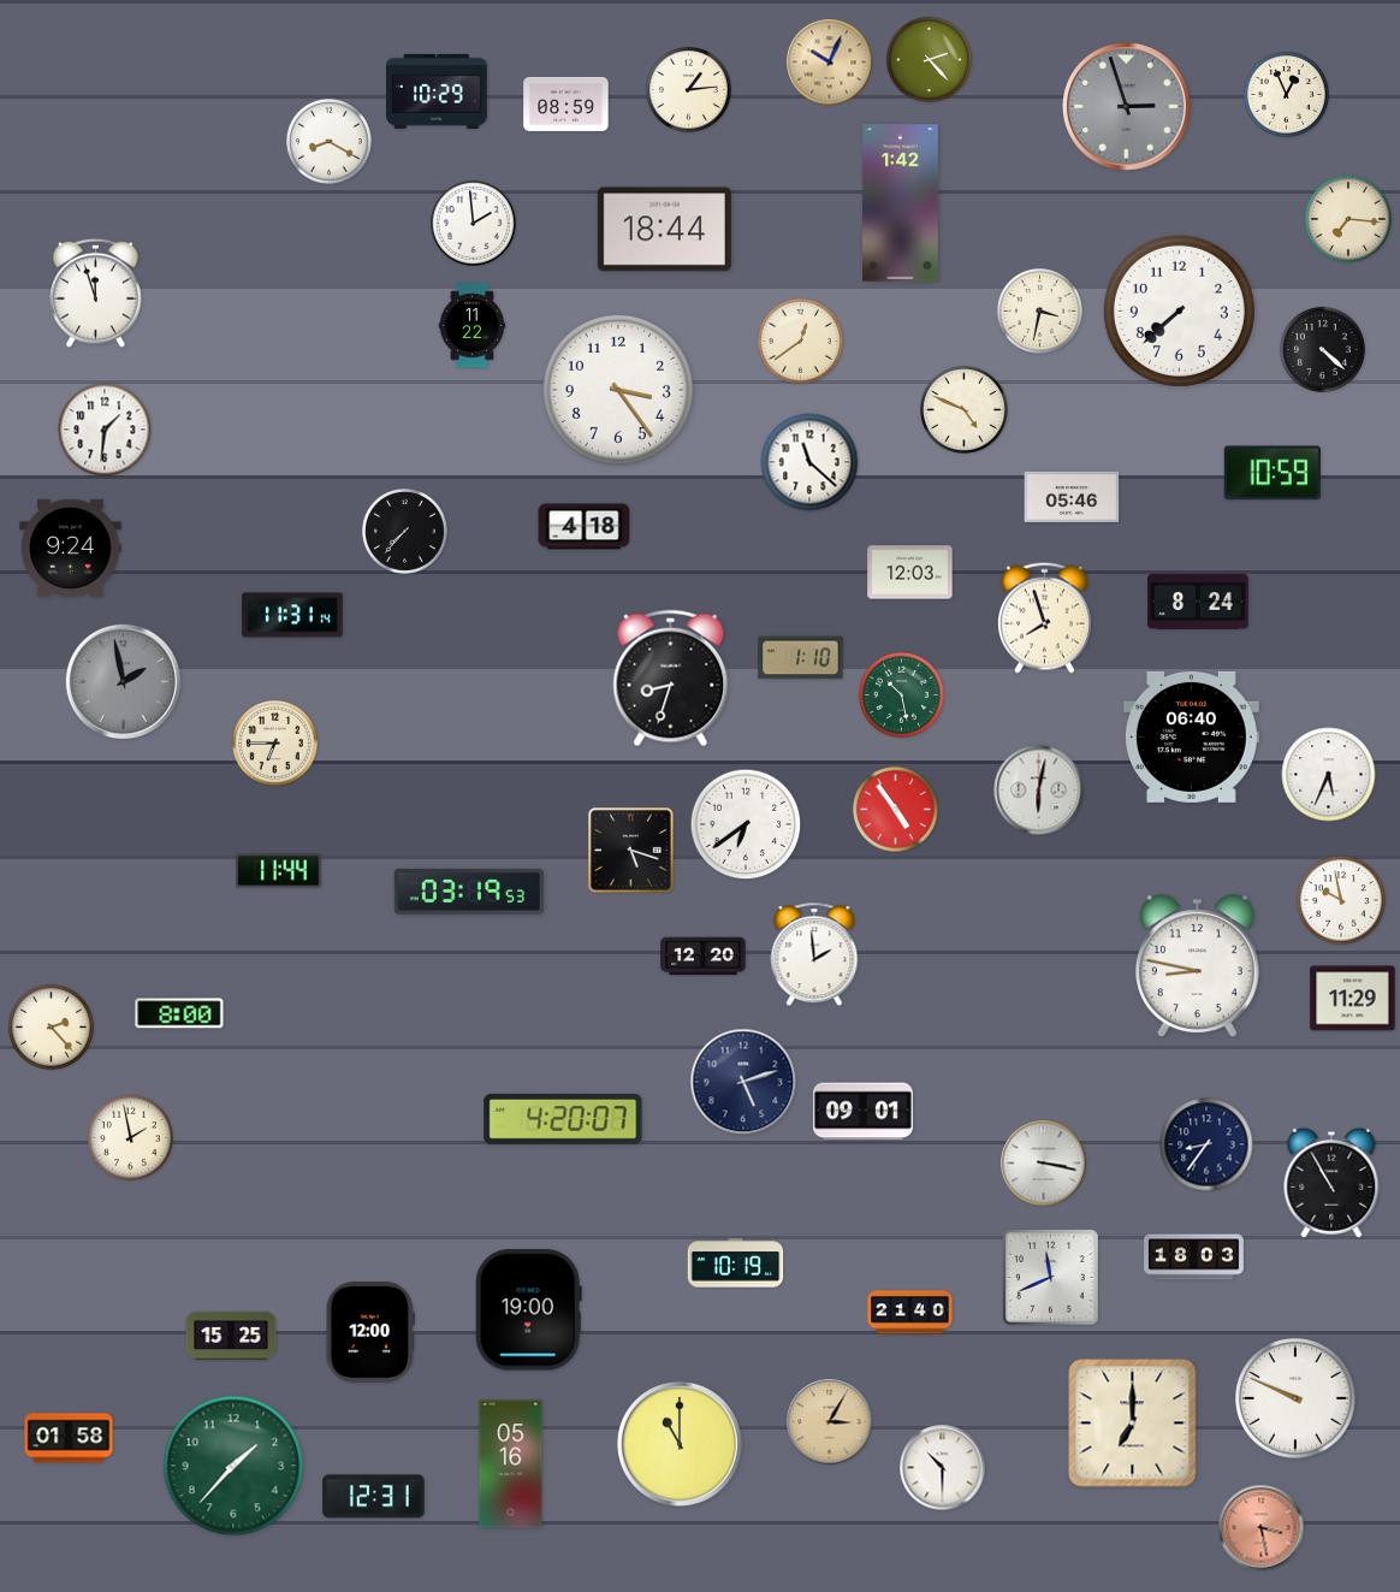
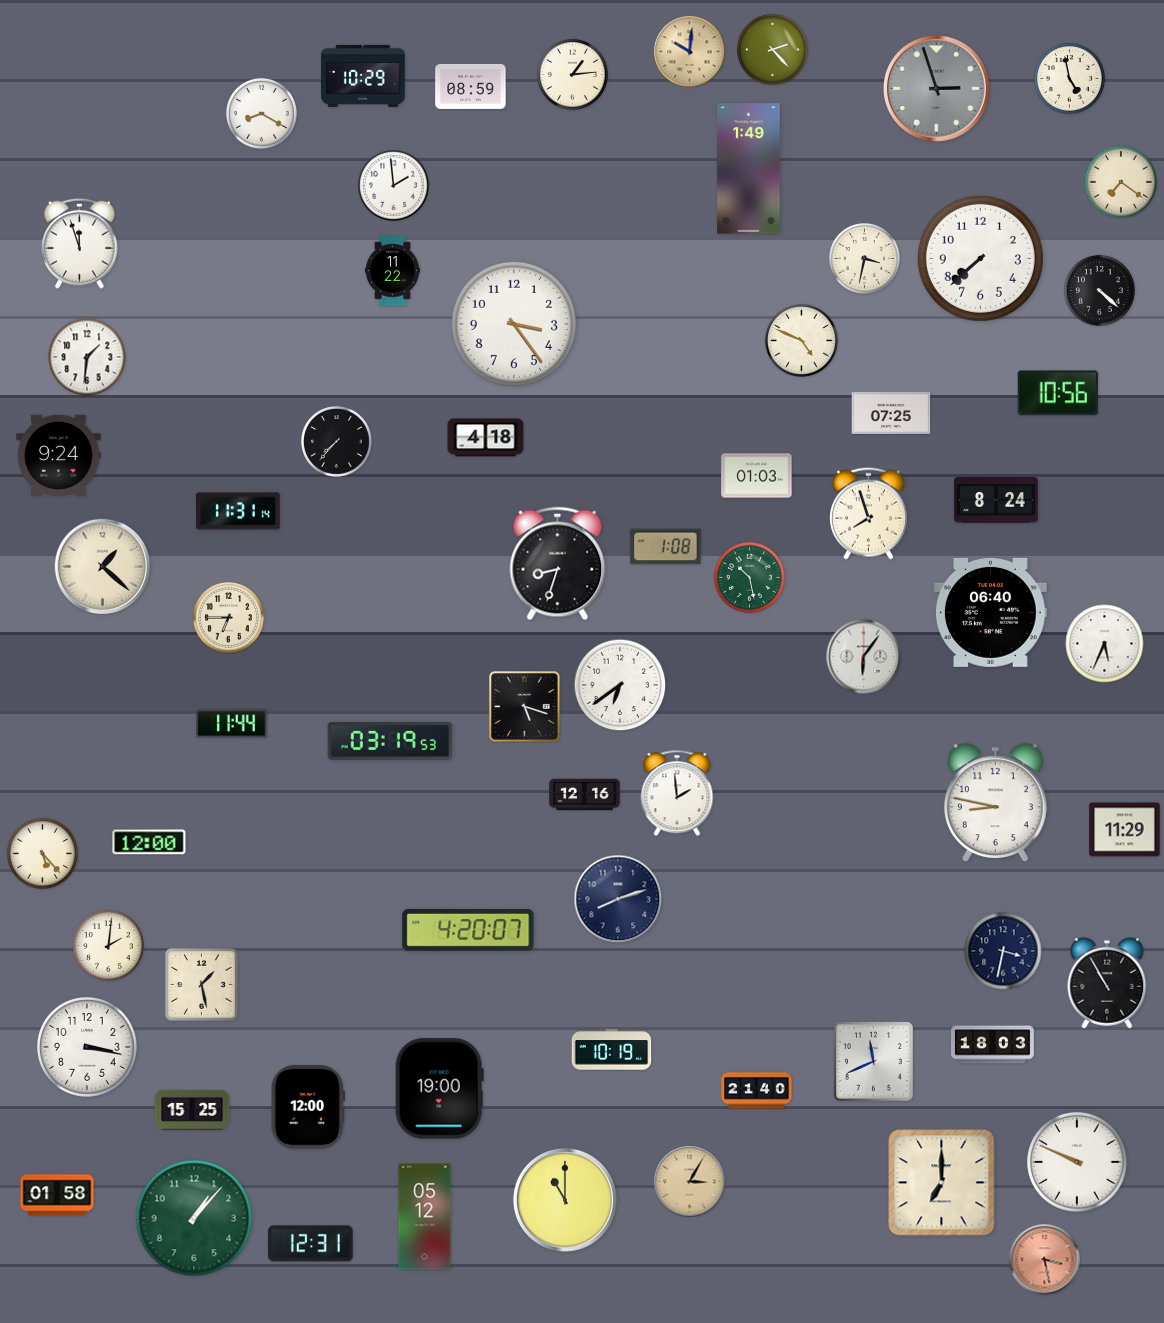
clock at (830, 63): 10:04 -> 10:01
clock at (1286, 94): 12:56 -> 4:58
clock at (328, 141) position: (328, 141) -> (261, 113)
clock at (901, 203): 1:42 -> 1:49
clock at (1349, 220): 7:16 -> 7:21
clock at (664, 230): 18:44 -> none
clock at (800, 341): 12:39 -> none
clock at (809, 462): 11:22 -> none
clock at (1273, 473): 10:59 -> 10:56
clock at (1072, 497): 05:46 -> 07:25
clock at (910, 573): 12:03 -> 01:03
clock at (292, 615) position: (292, 615) -> (238, 511)
clock at (801, 658): 1:10 -> 1:08
clock at (124, 682): 1:58 -> 1:22
clock at (124, 682) dial: grey -> cream
clock at (1039, 791): 6:02 -> 6:06
clock at (895, 809): 4:54 -> none
clock at (1341, 900): 9:58 -> none
clock at (704, 957): 12:20 -> 12:16
clock at (179, 1013): 8:00 -> 12:00
clock at (51, 1026): 2:23 -> 5:23
clock at (743, 1082): 5:12 -> 8:12
clock at (862, 1112): 09:01 -> none
clock at (130, 1137): 1:58 -> 2:01
clock at (1206, 1144): 8:36 -> 3:32
clock at (1044, 1164): 3:17 -> none
clock at (201, 984): none -> 1:28
clock at (88, 1048): none -> 3:17
clock at (511, 1464): 05:16 -> 05:12
clock at (233, 1466): 1:37 -> 1:07
clock at (943, 1468): 10:30 -> none
clock at (1262, 1528) position: (1262, 1528) -> (1045, 1260)
